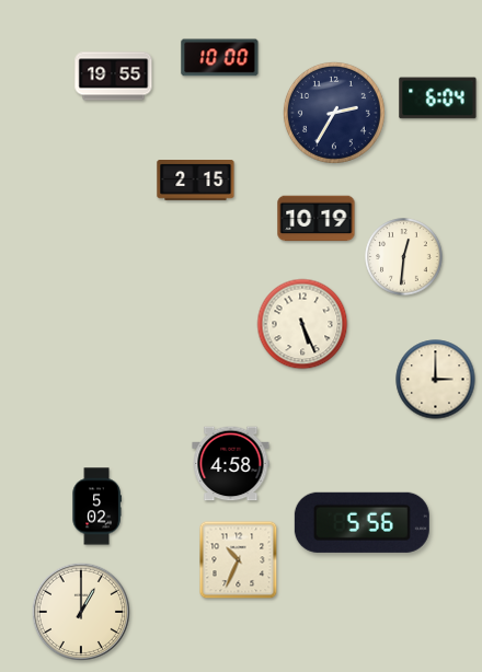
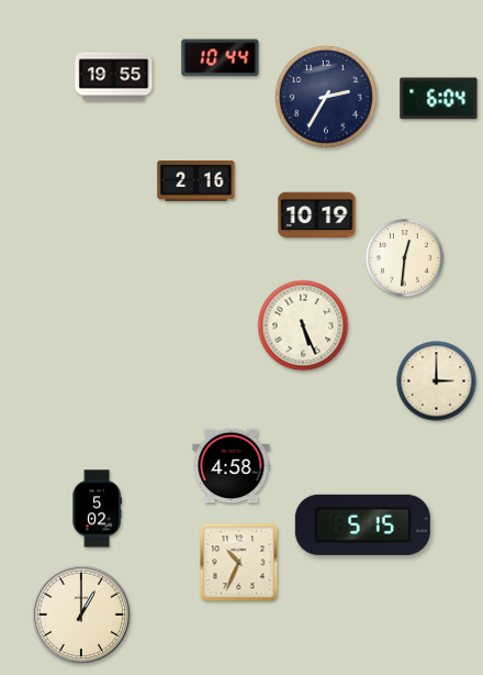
clock at (220, 58): 10:00 -> 10:44
clock at (334, 113) position: (334, 113) -> (326, 97)
clock at (196, 181): 2:15 -> 2:16
clock at (317, 219) position: (317, 219) -> (317, 215)
clock at (361, 522): 5:56 -> 5:15
